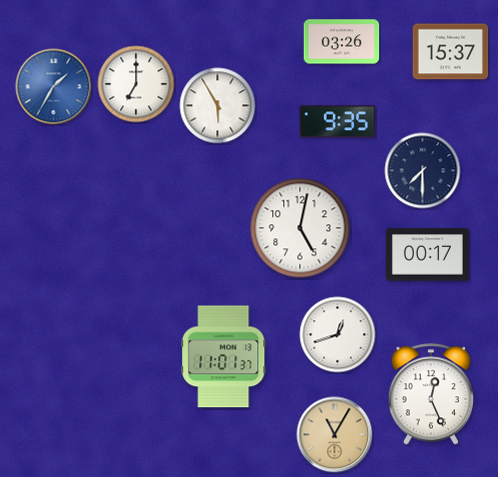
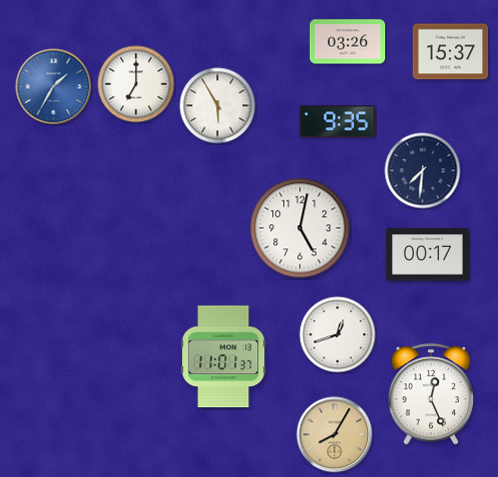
clock at (342, 42) position: (342, 42) -> (348, 42)
clock at (423, 171): 7:30 -> 7:31
clock at (335, 435): 11:05 -> 8:05
